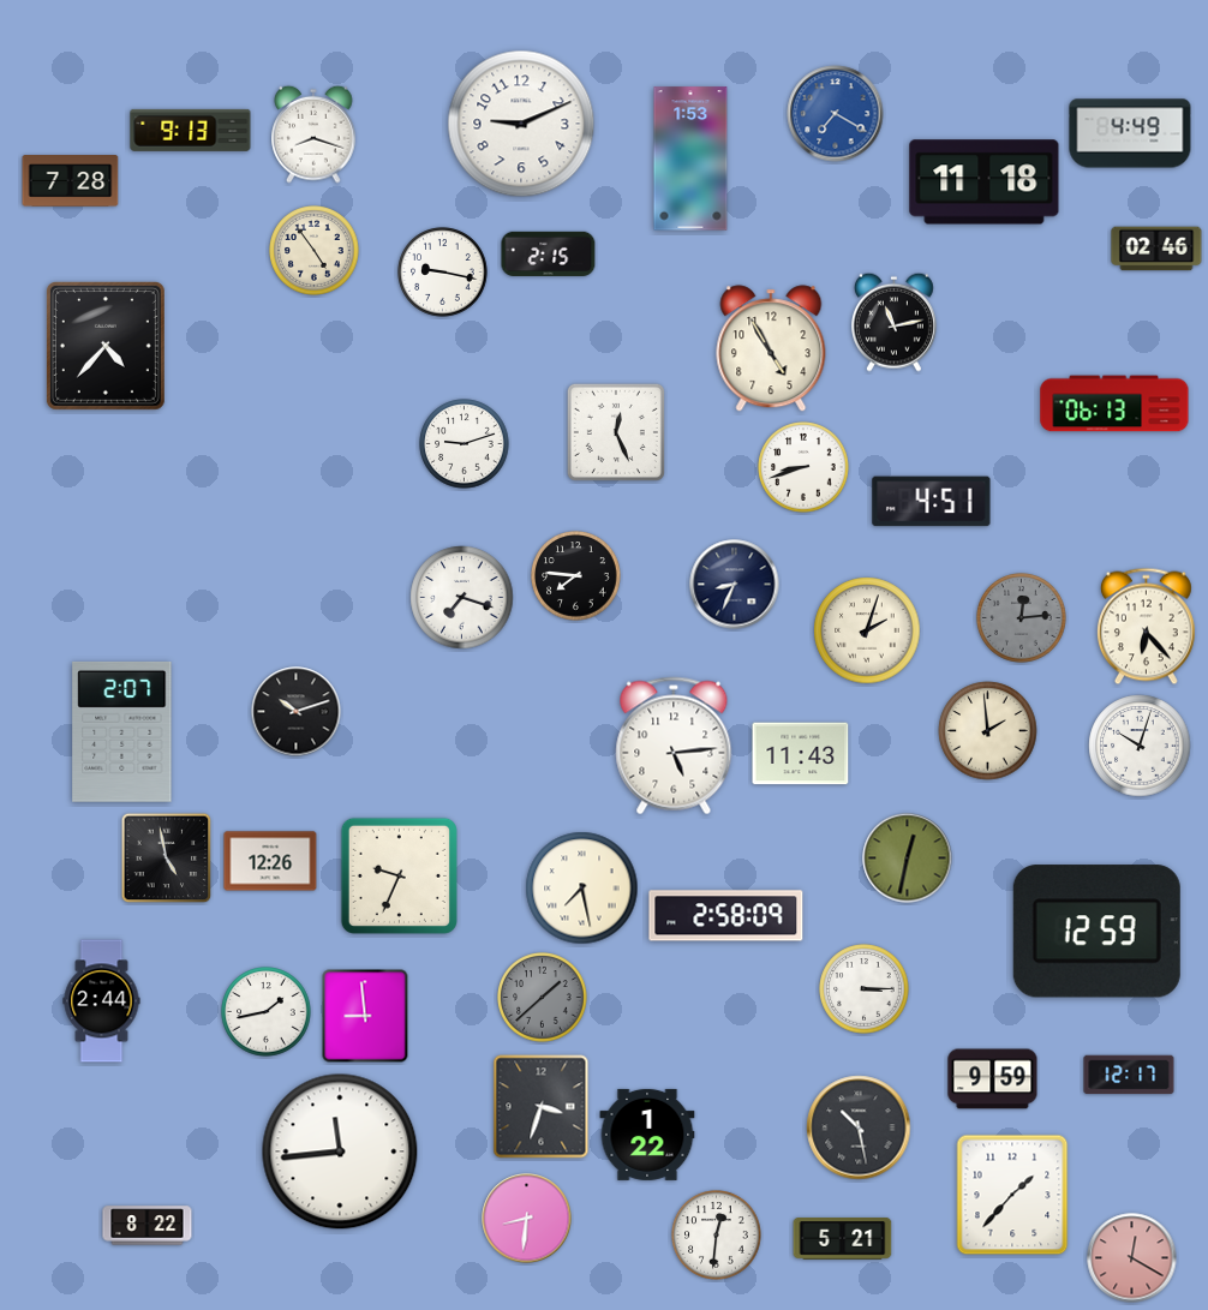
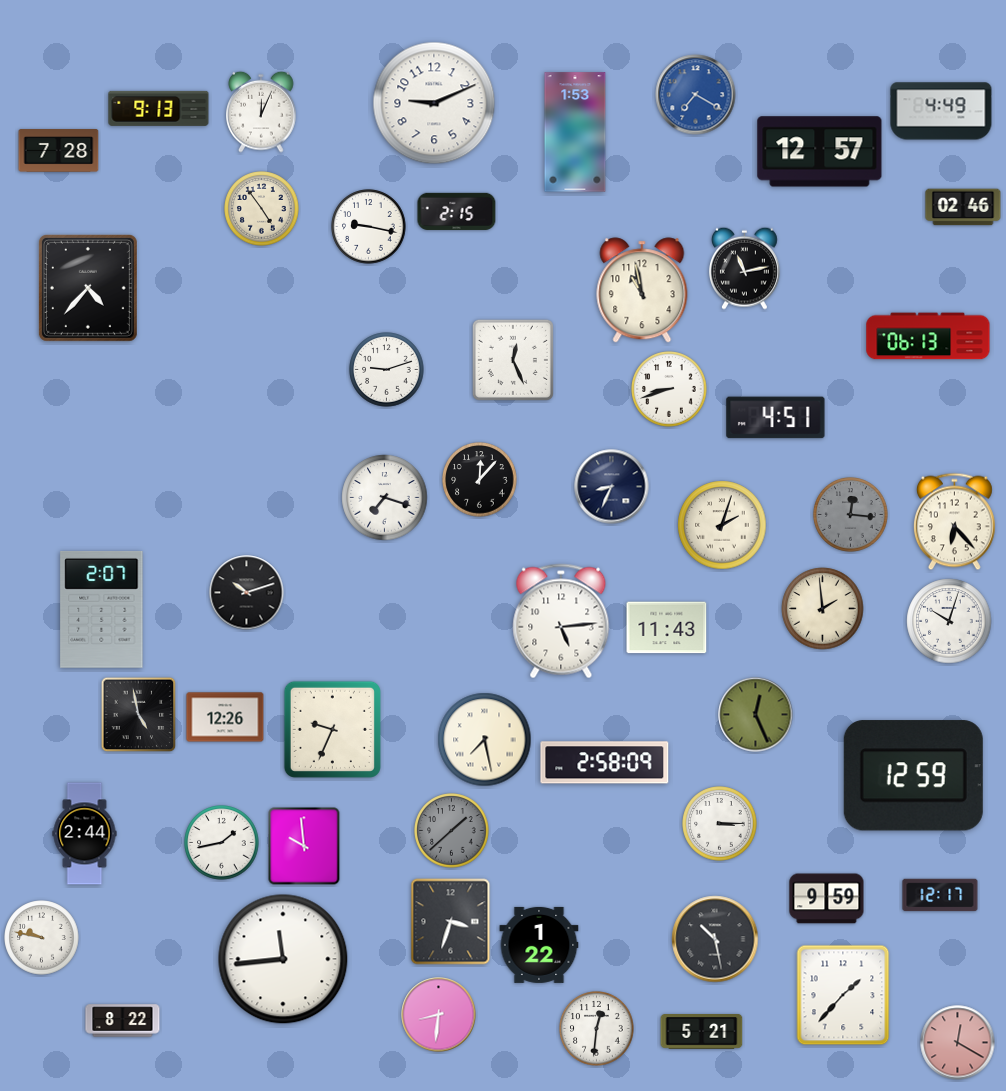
clock at (313, 134): 8:18 -> 12:04
clock at (985, 183): 11:18 -> 12:57
clock at (771, 348): 4:55 -> 10:58
clock at (576, 576): 7:46 -> 12:07
clock at (1022, 618): 12:14 -> 12:16
clock at (908, 859): 12:32 -> 12:26
clock at (365, 1016): 8:59 -> 9:59
clock at (42, 938): none -> 9:47
clock at (1132, 1258) position: (1132, 1258) -> (958, 1043)
